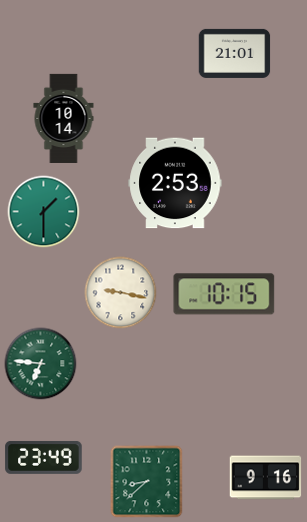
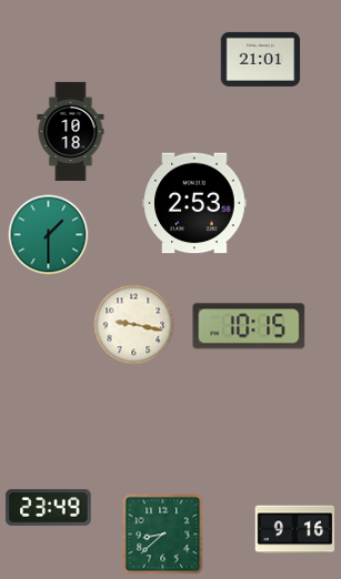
clock at (64, 118): 10:14 -> 10:18
clock at (41, 364): 6:46 -> none
